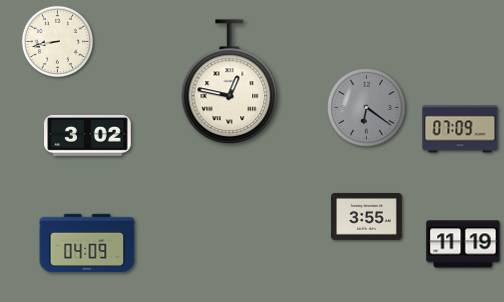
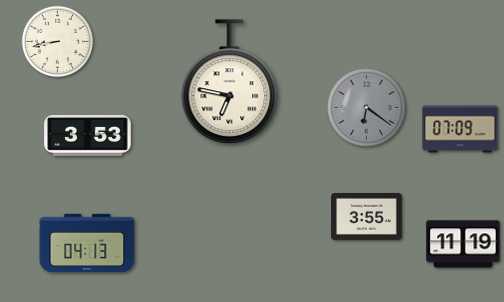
clock at (230, 82): 12:47 -> 6:47
clock at (88, 136): 3:02 -> 3:53
clock at (87, 243): 04:09 -> 04:13
